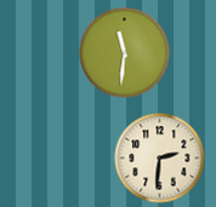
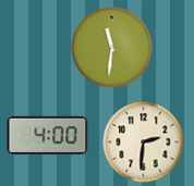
clock at (48, 135): none -> 4:00
